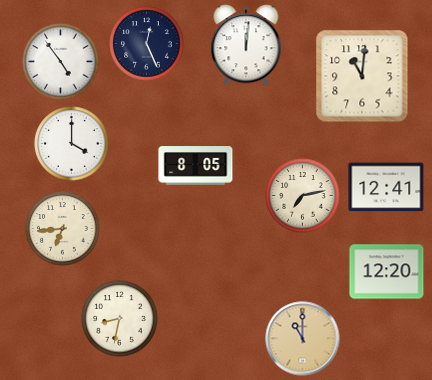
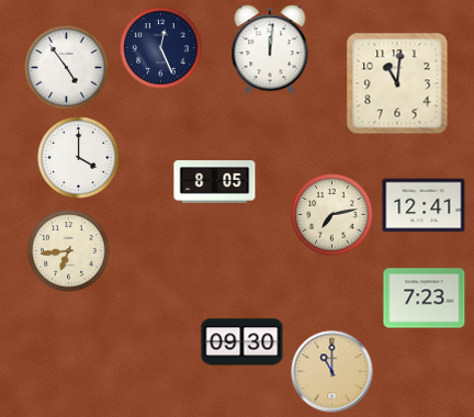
clock at (387, 272): 12:20 -> 7:23
clock at (242, 342): none -> 09:30
clock at (120, 319): 8:32 -> none
